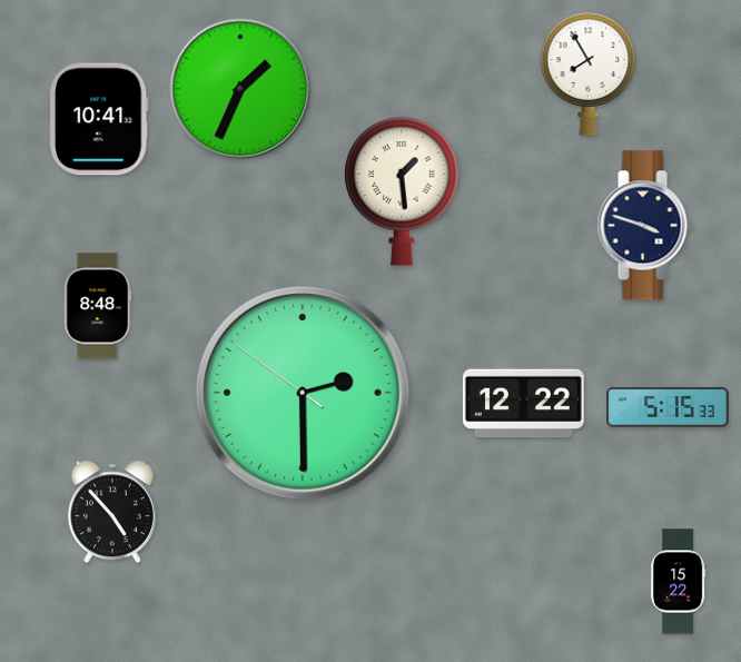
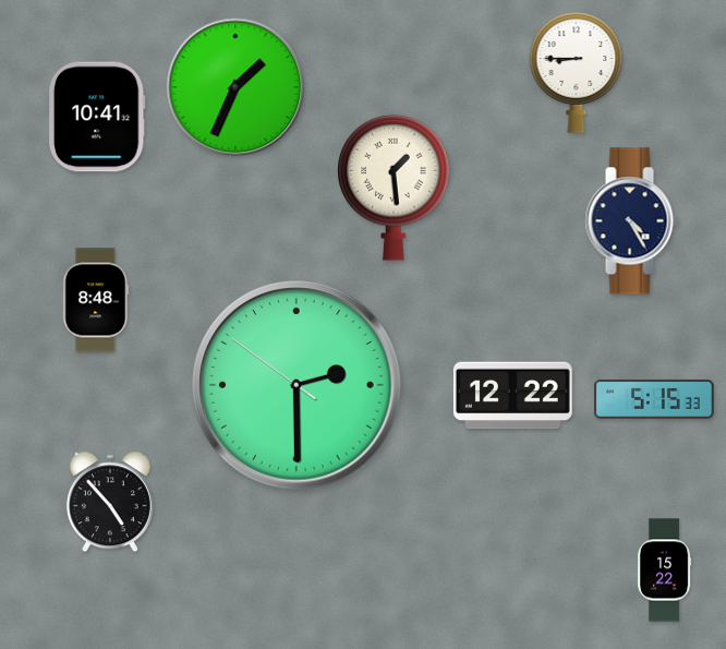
clock at (589, 73): 7:55 -> 8:45
clock at (644, 226): 3:48 -> 4:25
